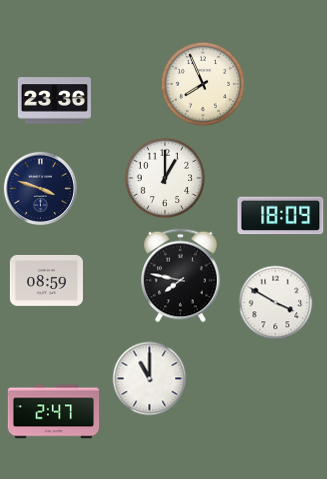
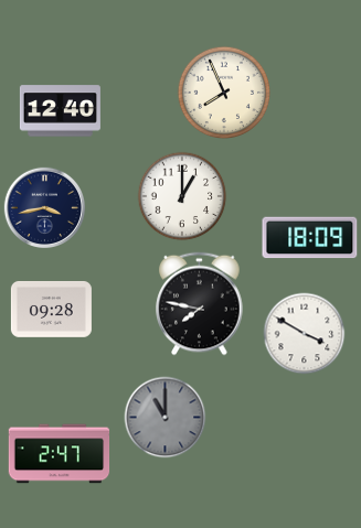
clock at (54, 101): 23:36 -> 12:40
clock at (40, 188): 3:48 -> 3:43
clock at (46, 280): 08:59 -> 09:28
clock at (150, 379) dial: white -> grey
